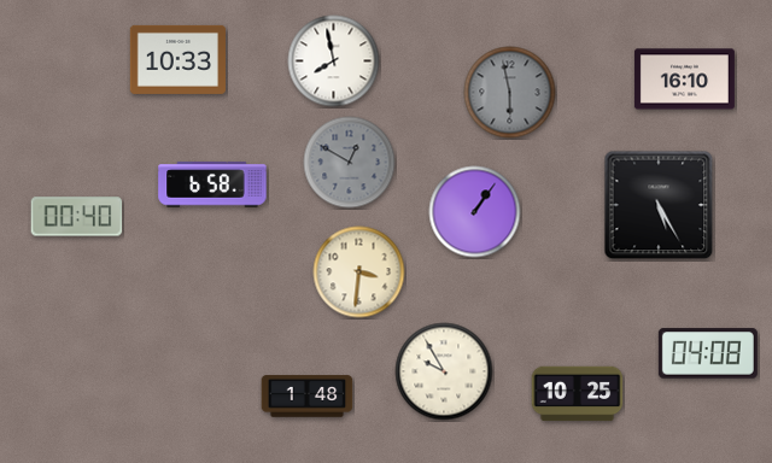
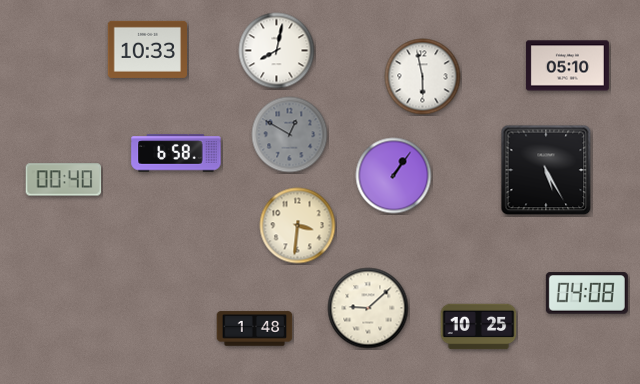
clock at (334, 61): 7:58 -> 8:02
clock at (684, 80): 16:10 -> 05:10
clock at (510, 93) dial: grey -> white
clock at (444, 371): 9:55 -> 9:08
